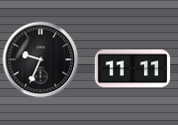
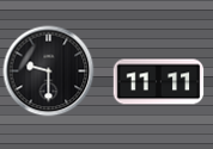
clock at (41, 60): 9:34 -> 9:30
